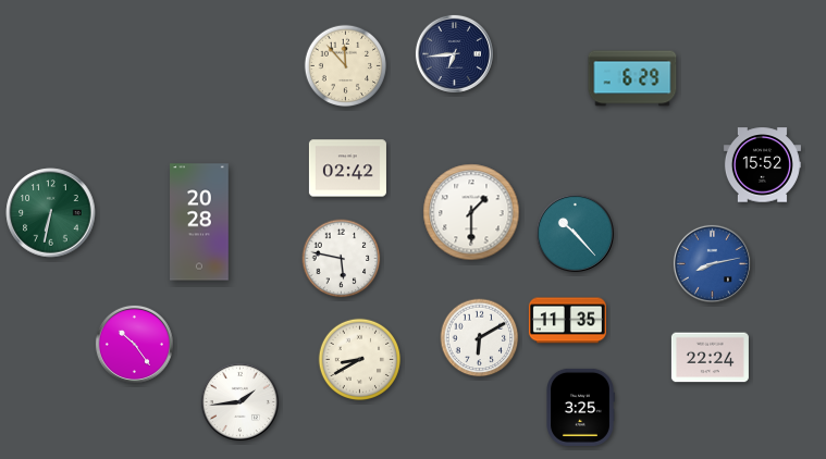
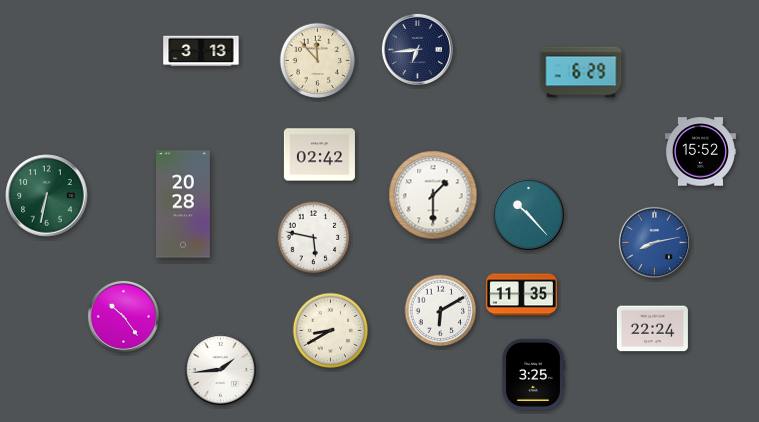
clock at (201, 51): none -> 3:13
